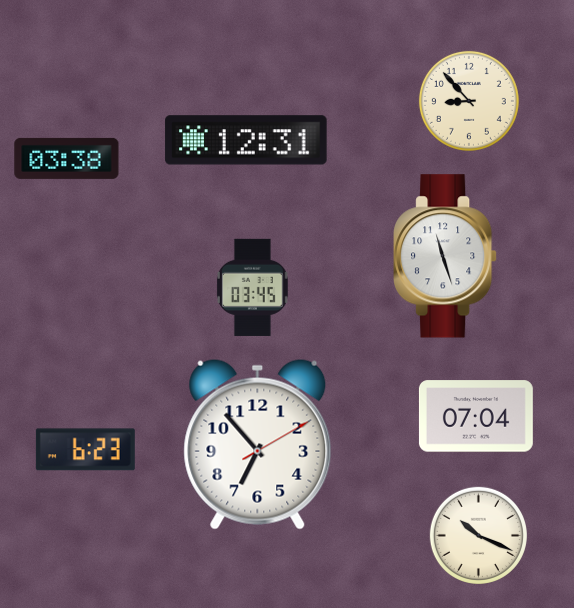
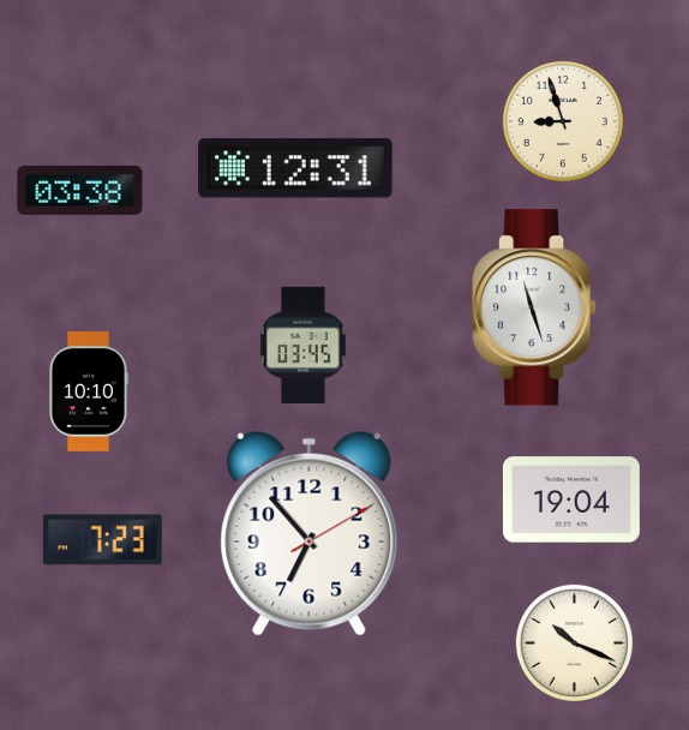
clock at (469, 101): 8:53 -> 8:57
clock at (88, 391): none -> 10:10
clock at (476, 416): 07:04 -> 19:04
clock at (85, 450): 6:23 -> 7:23
